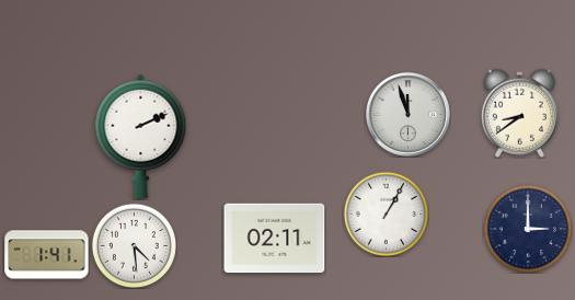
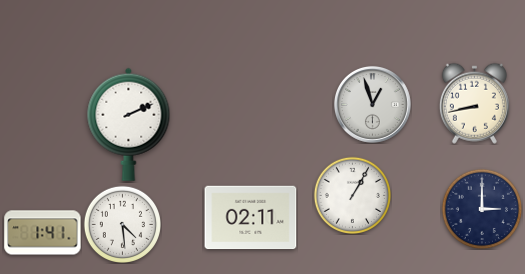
clock at (519, 113): 8:39 -> 8:43
clock at (407, 114): 11:57 -> 12:57
